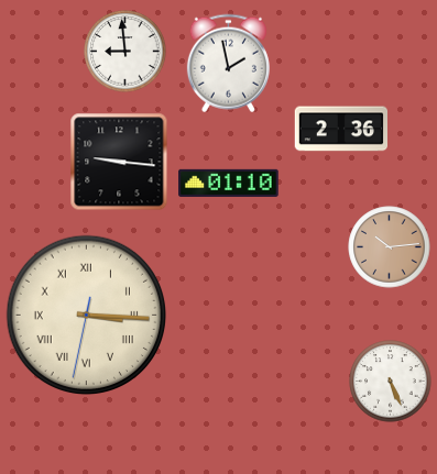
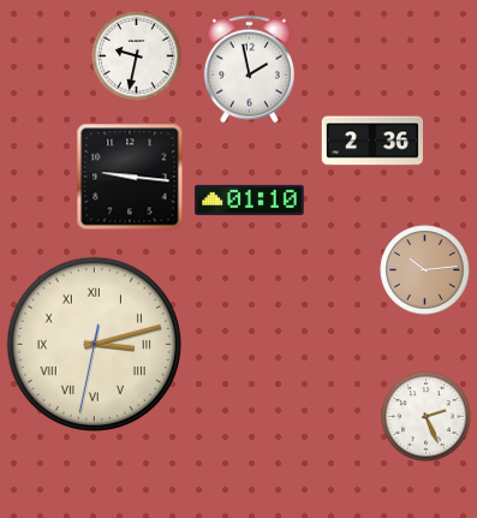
clock at (125, 52): 8:59 -> 9:32
clock at (87, 316): 3:15 -> 3:12
clock at (391, 382): 5:26 -> 2:26
